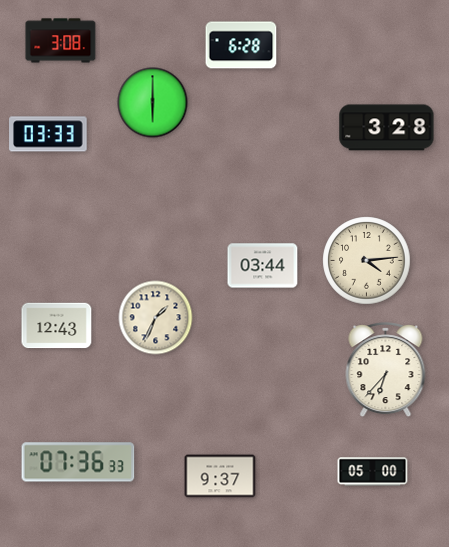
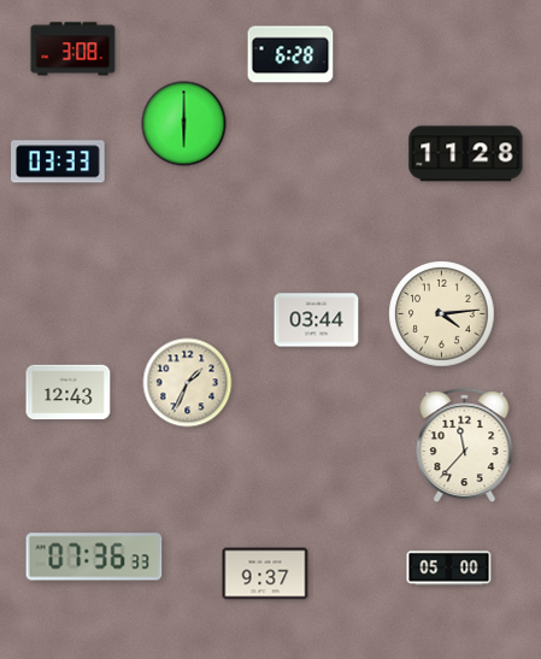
clock at (387, 128): 3:28 -> 11:28
clock at (386, 370): 6:37 -> 11:37
